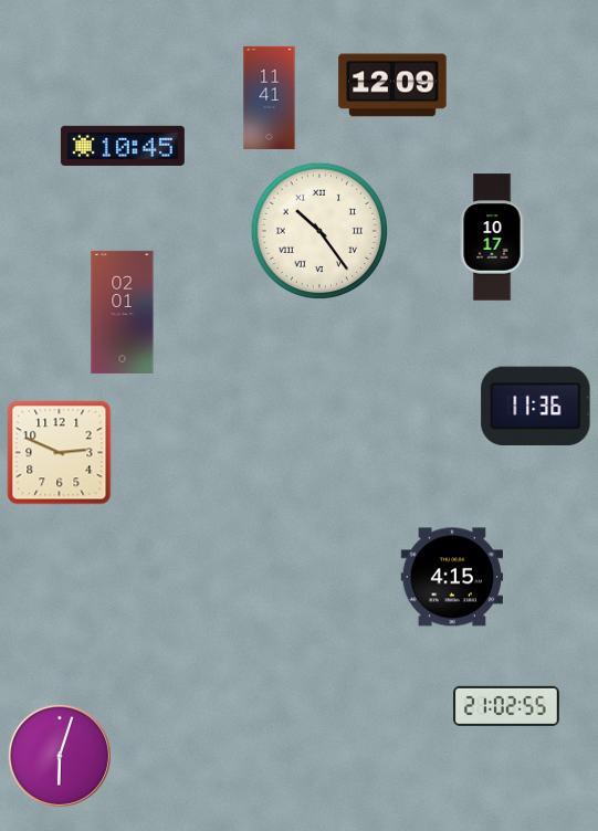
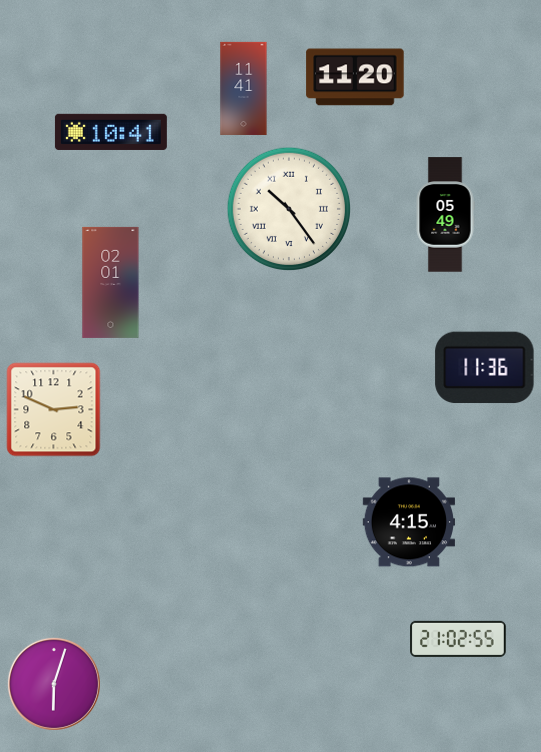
clock at (392, 85): 12:09 -> 11:20
clock at (123, 146): 10:45 -> 10:41
clock at (492, 238): 10:17 -> 05:49
